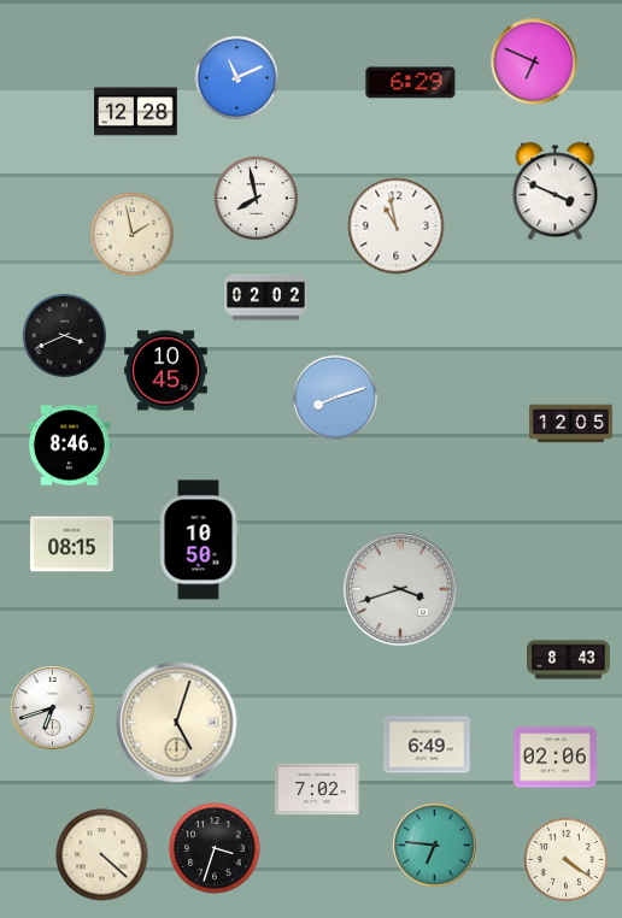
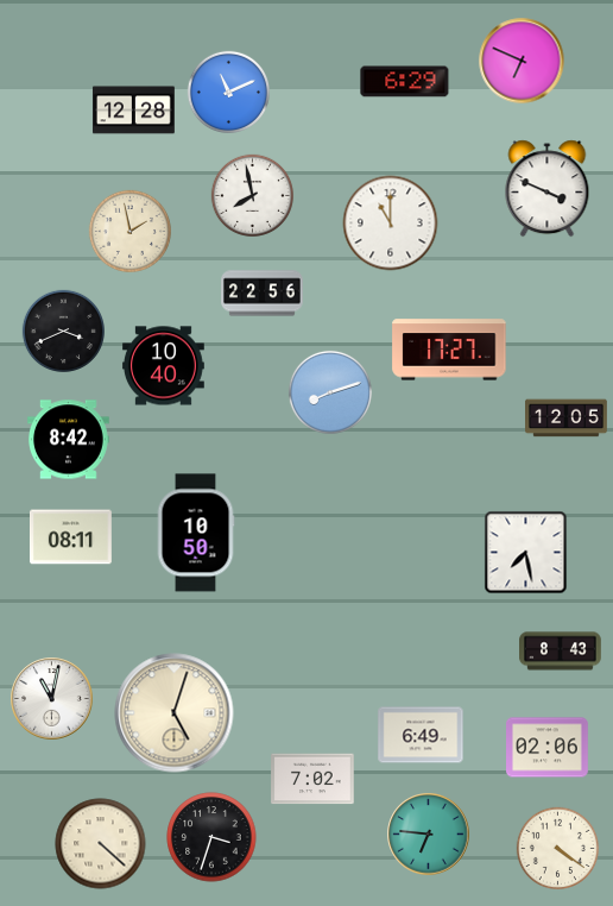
clock at (534, 61) position: (534, 61) -> (522, 61)
clock at (236, 77) position: (236, 77) -> (228, 92)
clock at (397, 226): 10:58 -> 11:00
clock at (266, 298): 02:02 -> 22:56
clock at (449, 350): none -> 17:27
clock at (166, 371): 10:45 -> 10:40
clock at (571, 424) position: (571, 424) -> (567, 419)
clock at (70, 446): 8:46 -> 8:42
clock at (72, 545): 08:15 -> 08:11
clock at (526, 553): none -> 7:28
clock at (401, 590): 3:42 -> none
clock at (53, 708): 6:42 -> 11:02
